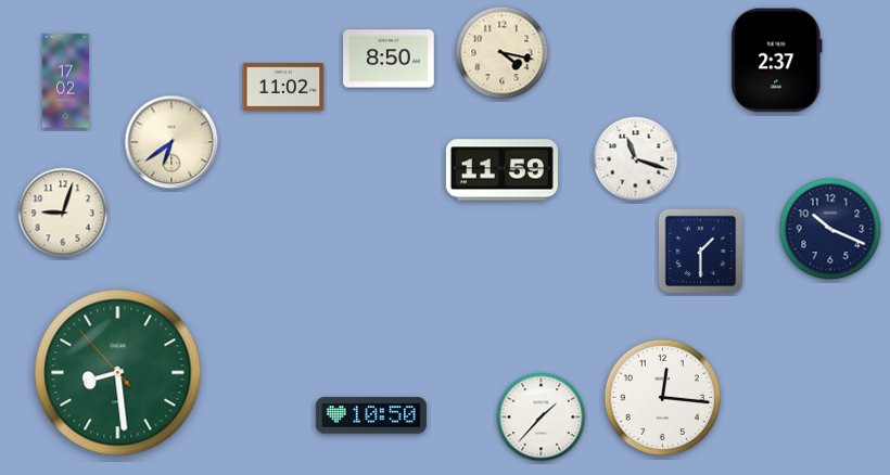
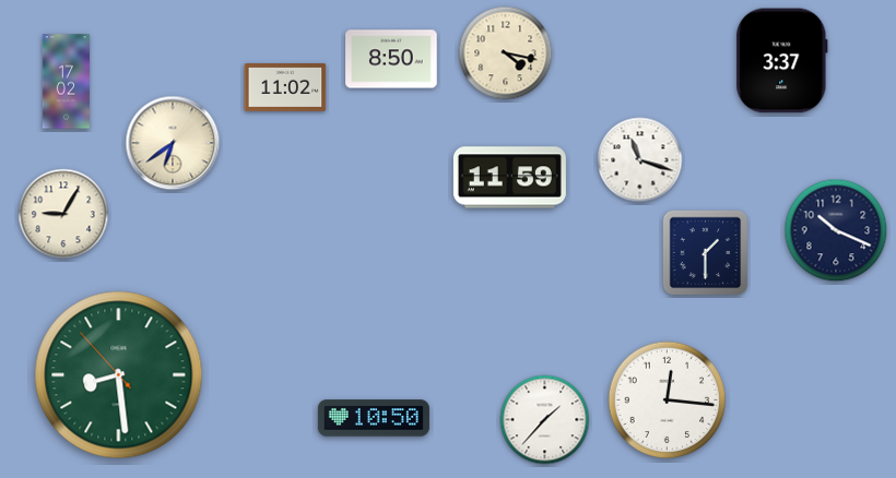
clock at (777, 61): 2:37 -> 3:37
clock at (501, 170) position: (501, 170) -> (509, 178)
clock at (63, 213): 9:03 -> 9:05
